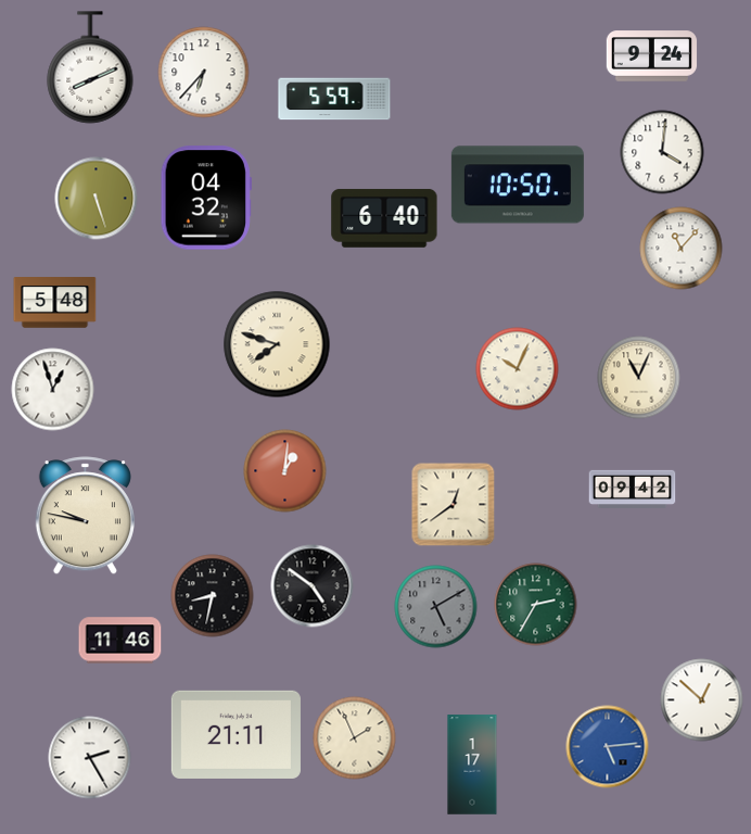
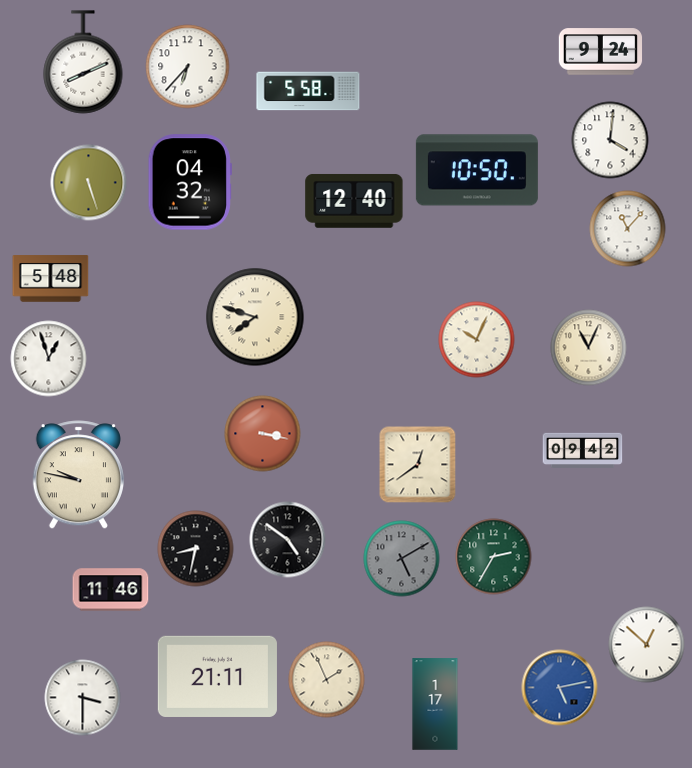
clock at (334, 99): 5:59 -> 5:58
clock at (384, 218): 6:40 -> 12:40
clock at (285, 471): 1:01 -> 3:17
clock at (608, 747): 5:14 -> 5:13
clock at (90, 758): 2:25 -> 3:30
